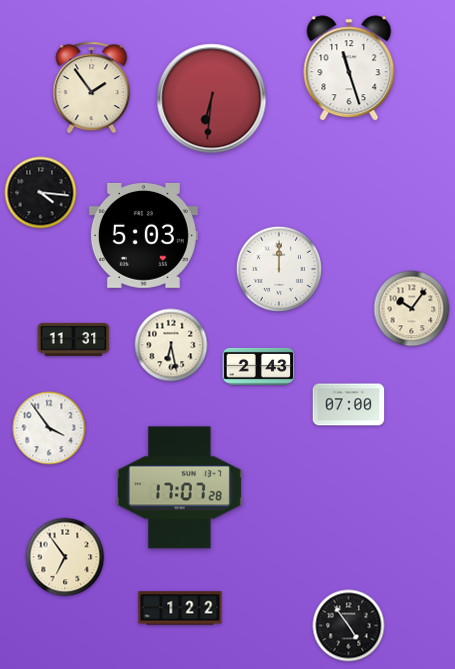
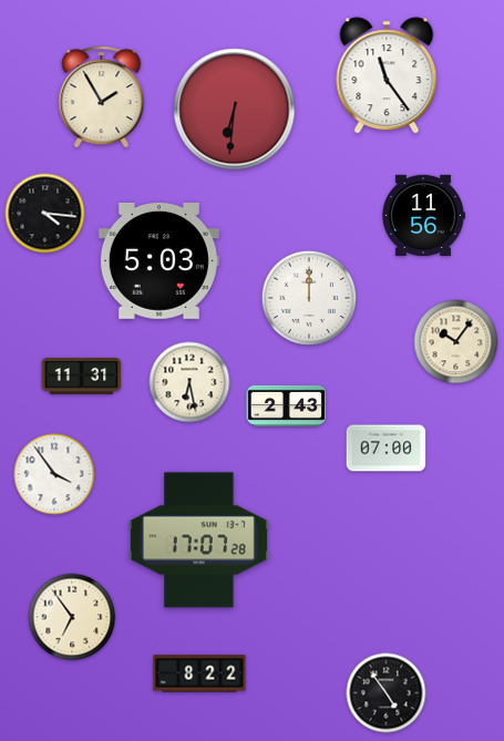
clock at (349, 68): 11:27 -> 11:24
clock at (92, 88): 1:54 -> 1:55
clock at (424, 215): none -> 11:56
clock at (180, 608): 1:22 -> 8:22
